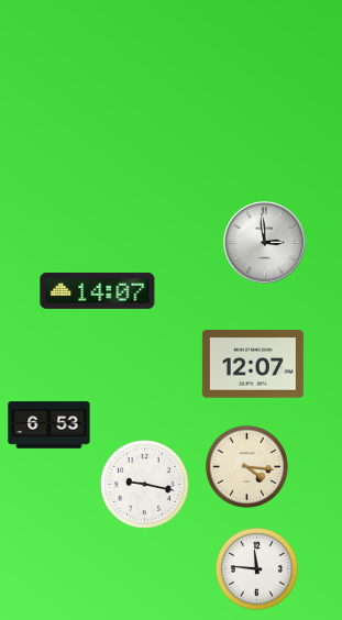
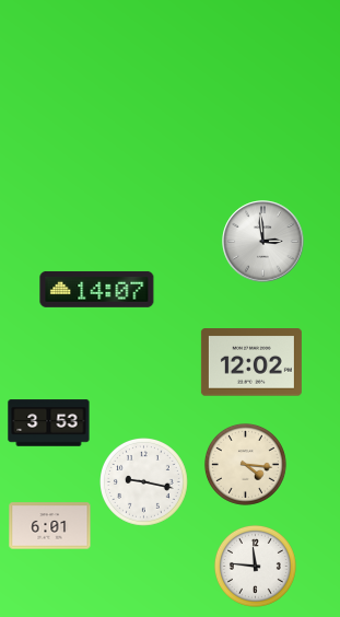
clock at (253, 364): 12:07 -> 12:02
clock at (49, 425): 6:53 -> 3:53
clock at (50, 526): none -> 6:01
